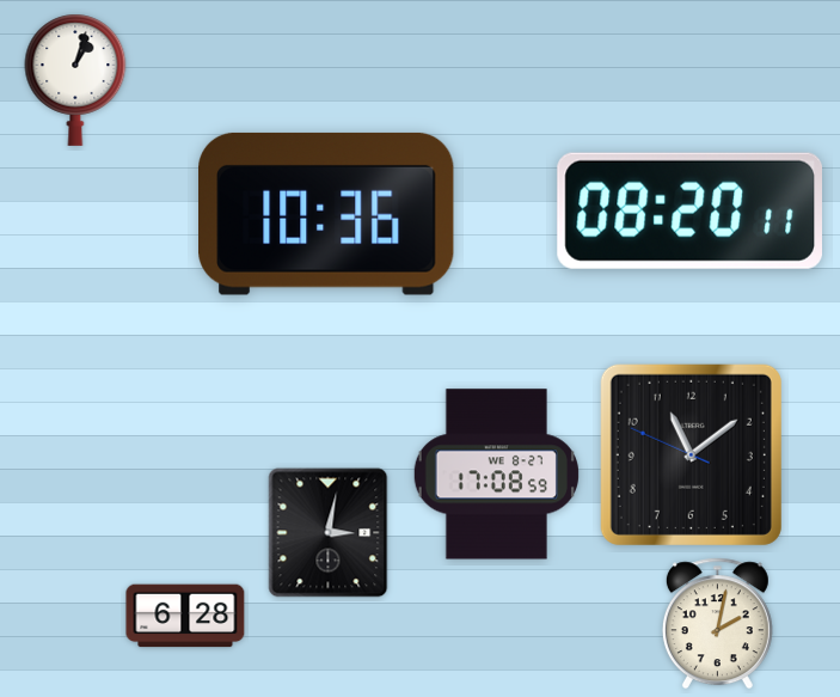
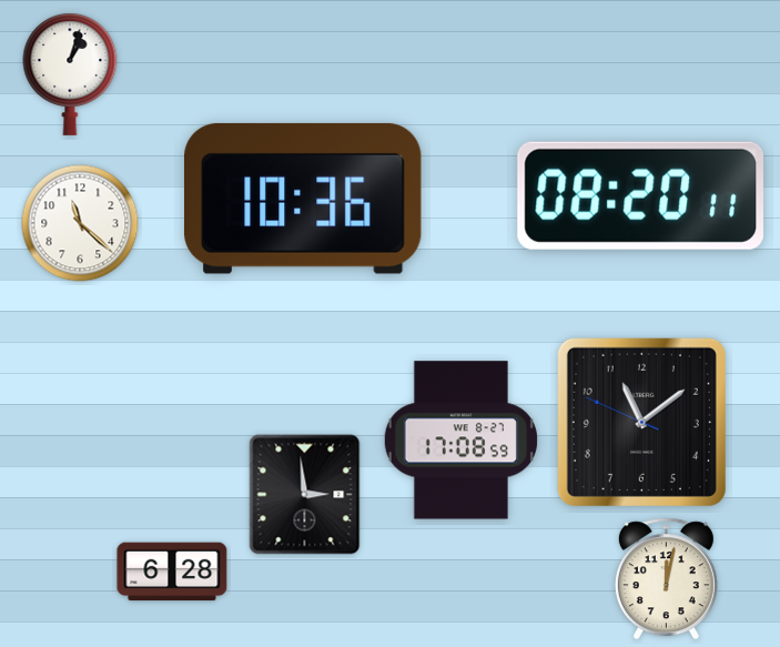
clock at (80, 223): none -> 11:22
clock at (329, 533): 3:02 -> 2:59
clock at (717, 624): 2:02 -> 12:02
